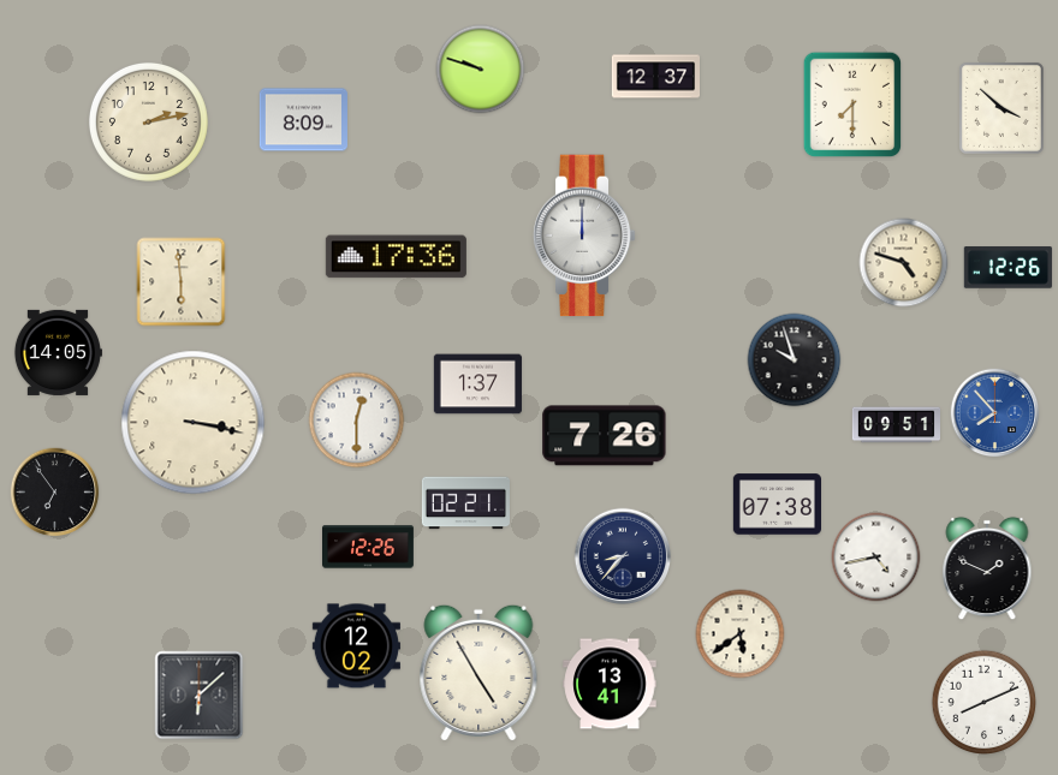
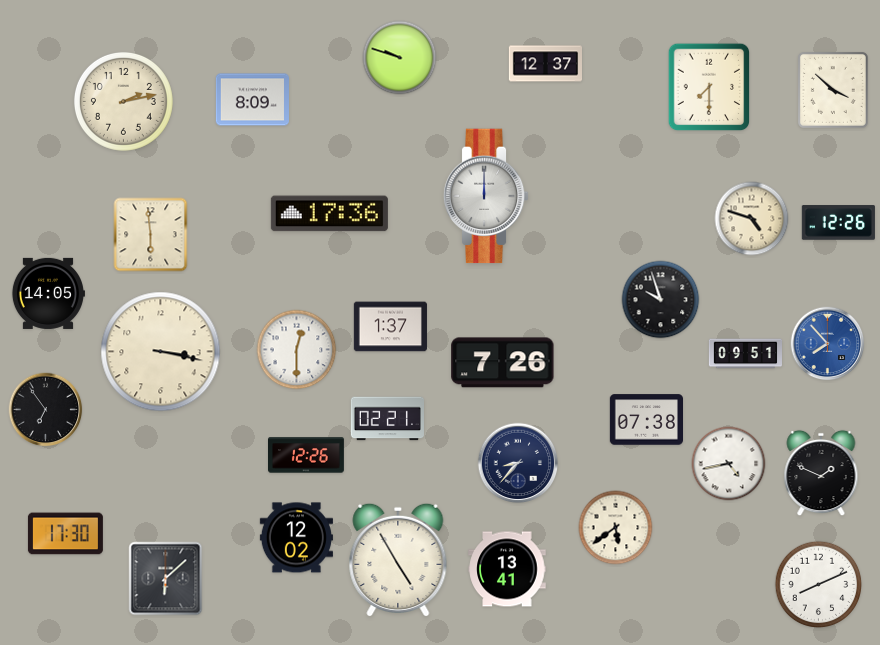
clock at (477, 384) position: (477, 384) -> (390, 327)
clock at (65, 534): none -> 17:30
